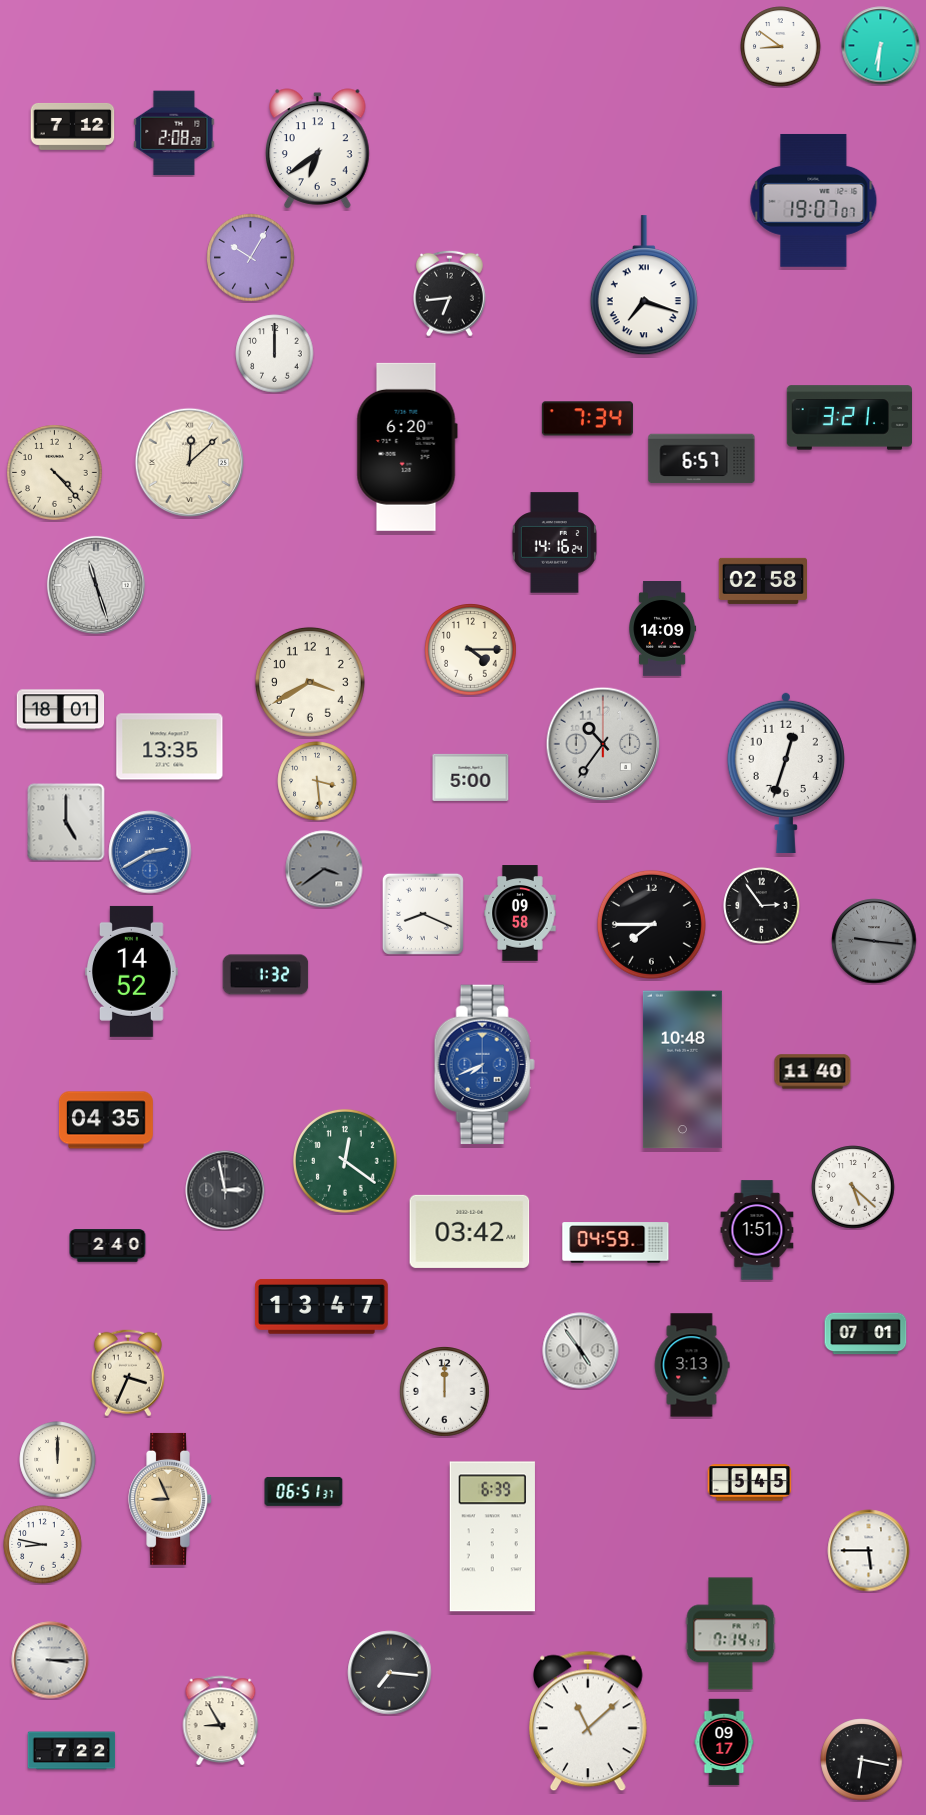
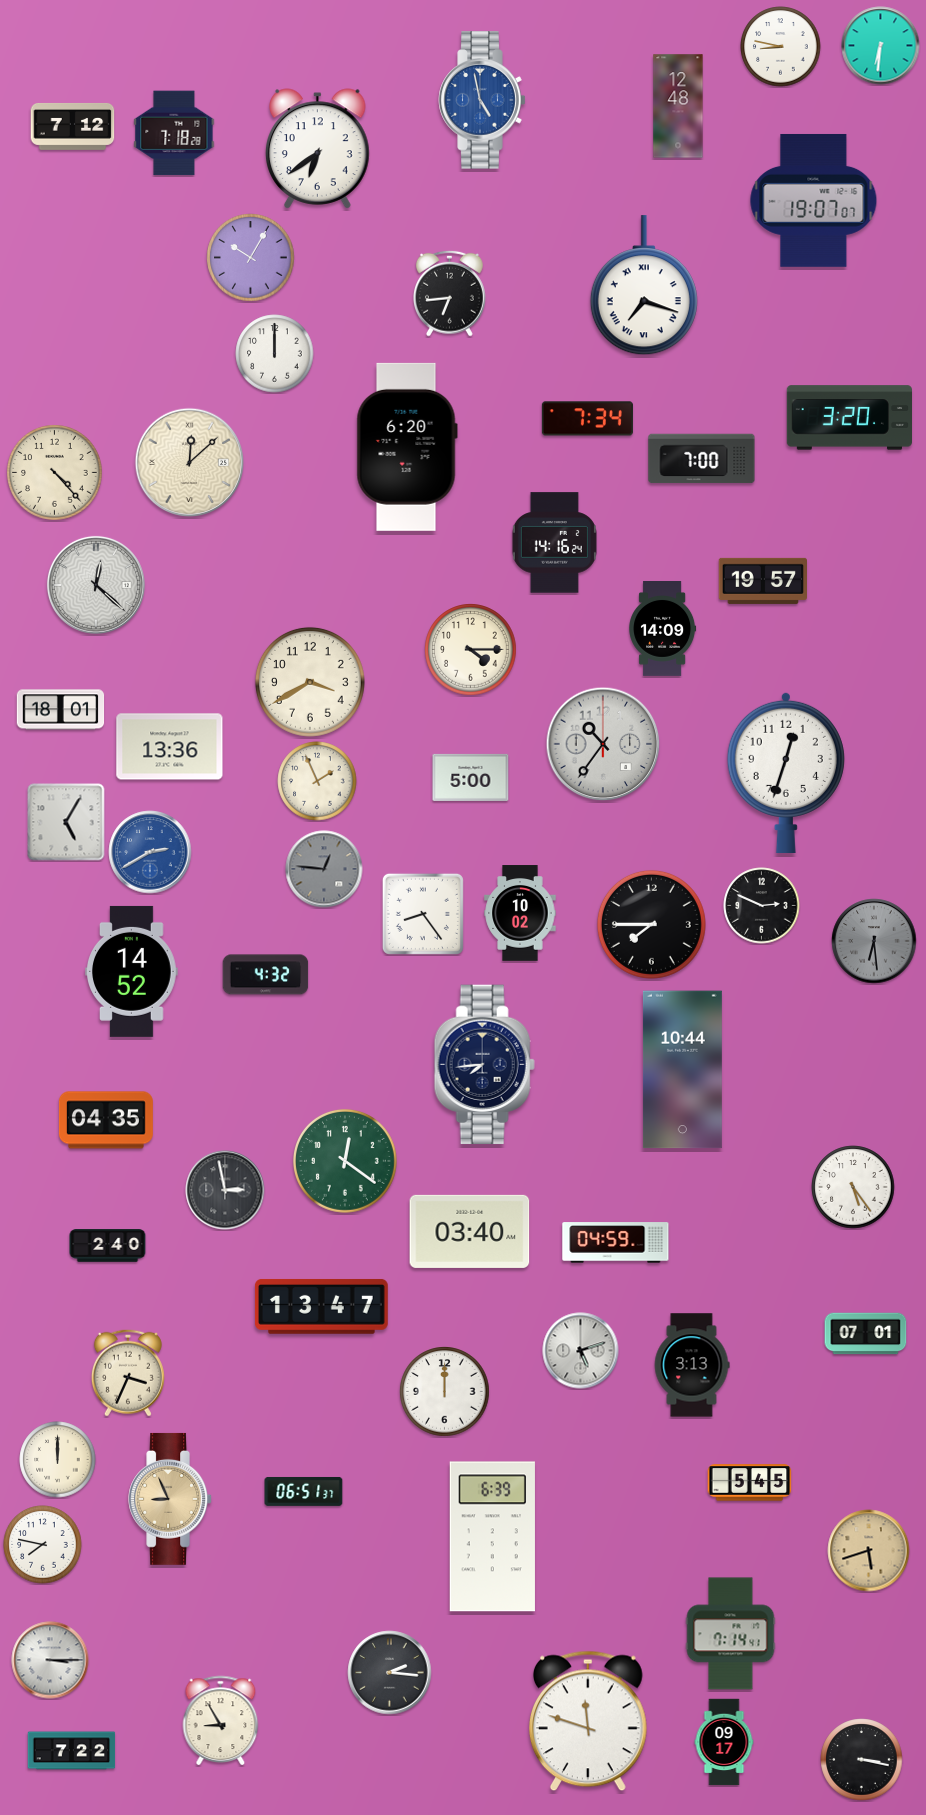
clock at (781, 47): 8:51 -> 8:47
clock at (482, 100): none -> 4:58
clock at (678, 106): none -> 12:48
clock at (174, 133): 2:08 -> 7:18
clock at (849, 418): 3:21 -> 3:20
clock at (702, 459): 6:57 -> 7:00
clock at (762, 581): 02:58 -> 19:57
clock at (96, 585): 11:27 -> 12:22
clock at (170, 747): 13:35 -> 13:36
clock at (317, 781): 3:29 -> 1:56
clock at (66, 822): 5:00 -> 5:05
clock at (324, 869): 3:39 -> 12:46
clock at (762, 906): 2:54 -> 2:49
clock at (520, 913): 09:58 -> 10:02
clock at (423, 914): 8:19 -> 8:24
clock at (874, 941): 9:16 -> 6:29
clock at (266, 975): 1:32 -> 4:32
clock at (484, 1065): 7:41 -> 7:44
clock at (484, 1065) dial: blue -> navy
clock at (682, 1070): 10:48 -> 10:44
clock at (813, 1072): 11:40 -> none
clock at (853, 1187): 5:22 -> 5:24
clock at (757, 1230): 1:51 -> none
clock at (470, 1231): 03:42 -> 03:40
clock at (581, 1351): 4:54 -> 5:12
clock at (43, 1545): 8:47 -> 7:47
clock at (869, 1551): 5:45 -> 5:42
clock at (869, 1551) dial: white -> champagne
clock at (390, 1673): 7:16 -> 2:16
clock at (588, 1721): 11:08 -> 11:48
clock at (862, 1760): 6:17 -> 3:17
